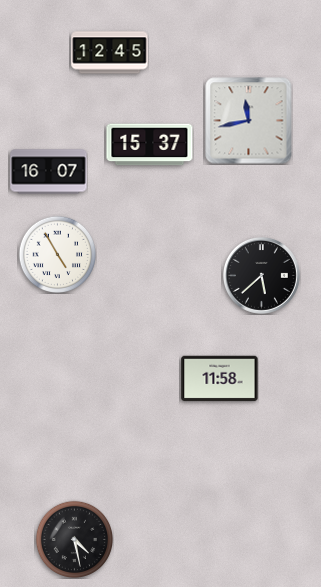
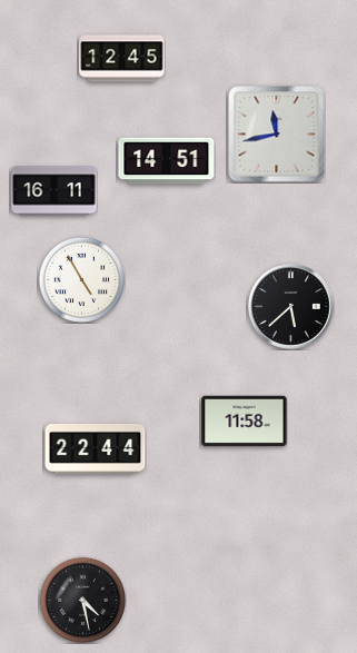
clock at (150, 145): 15:37 -> 14:51
clock at (49, 172): 16:07 -> 16:11
clock at (57, 254) position: (57, 254) -> (81, 279)
clock at (96, 448): none -> 22:44
